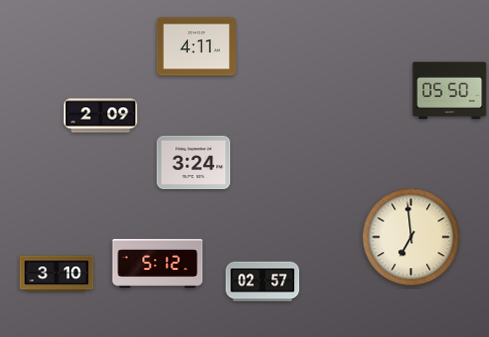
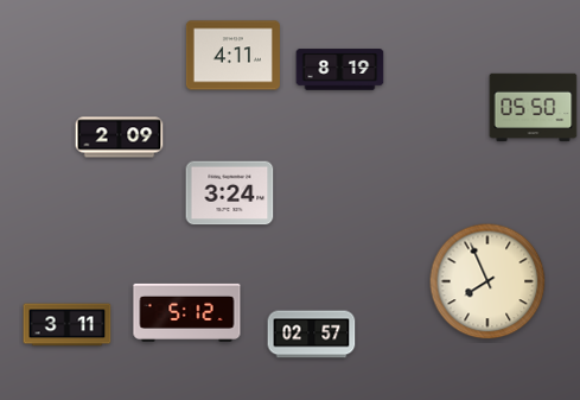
clock at (340, 70): none -> 8:19
clock at (411, 237): 6:59 -> 7:56
clock at (57, 274): 3:10 -> 3:11
